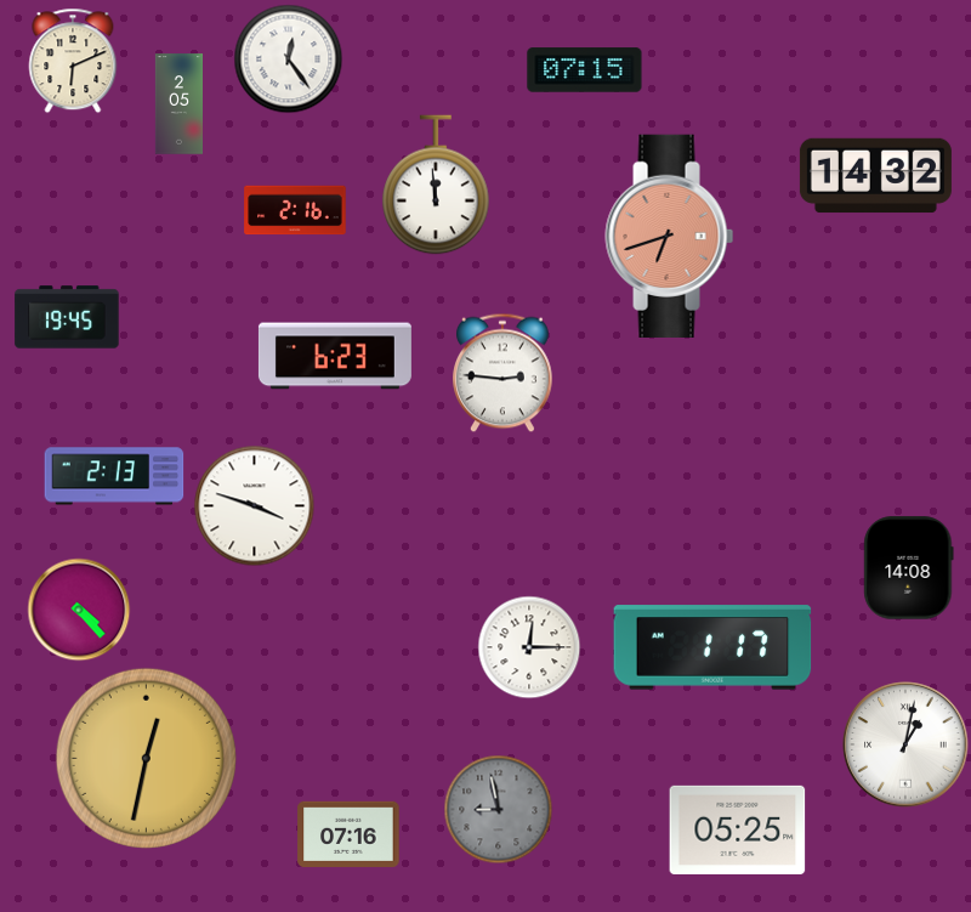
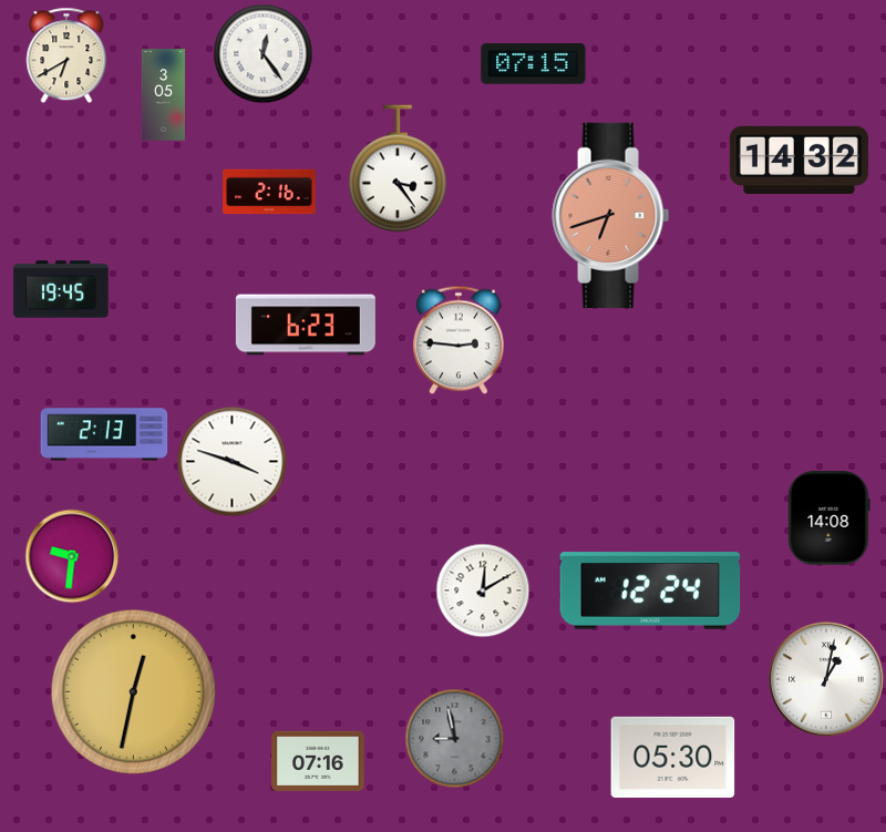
clock at (73, 61): 6:11 -> 6:40
clock at (178, 104): 2:05 -> 3:05
clock at (436, 185): 11:59 -> 3:24
clock at (79, 610): 4:23 -> 9:31
clock at (529, 647): 12:15 -> 12:10
clock at (712, 647): 1:17 -> 12:24
clock at (738, 829): 05:25 -> 05:30
